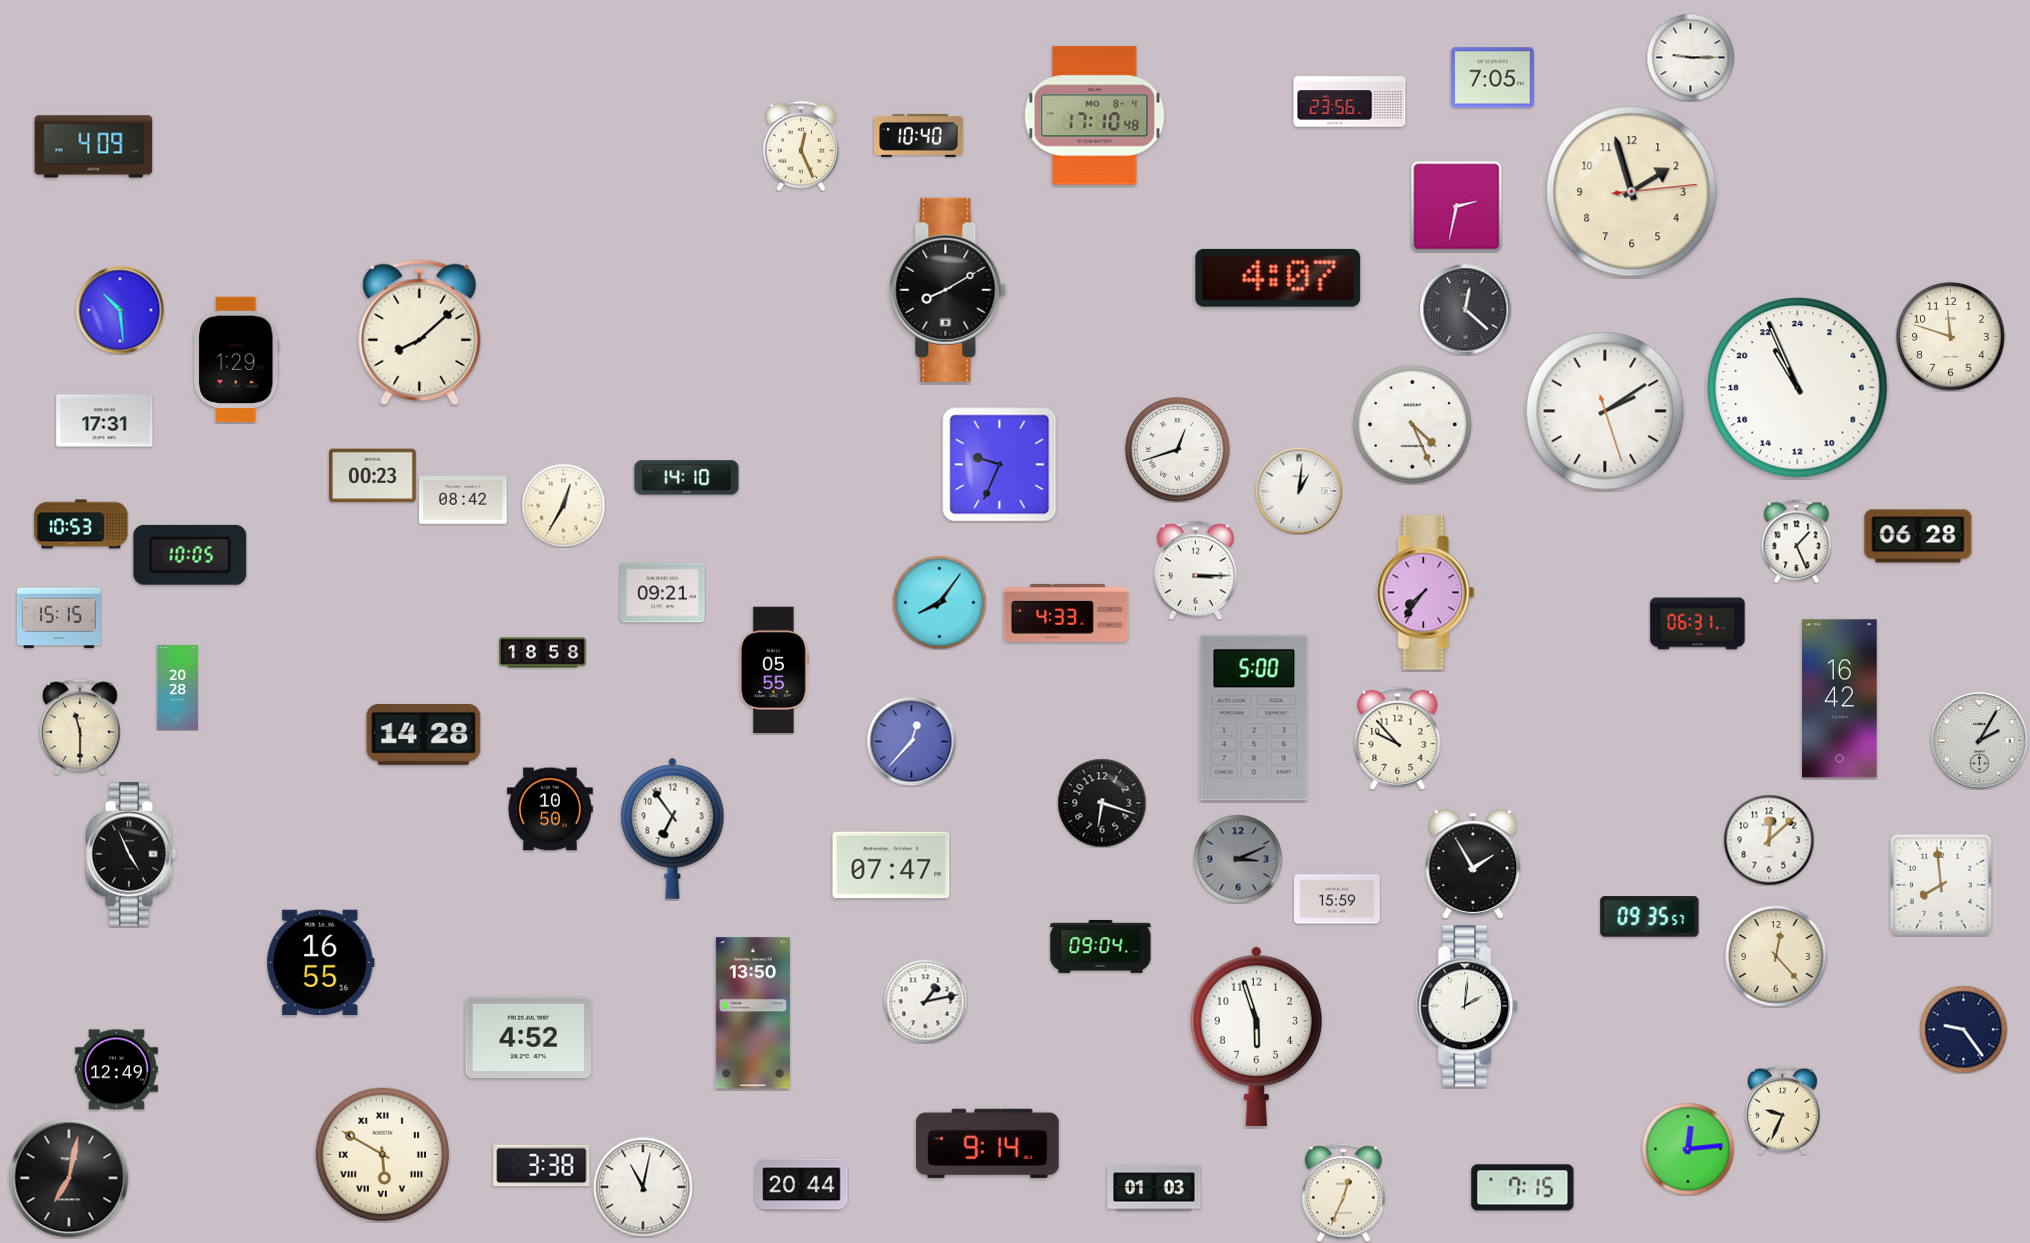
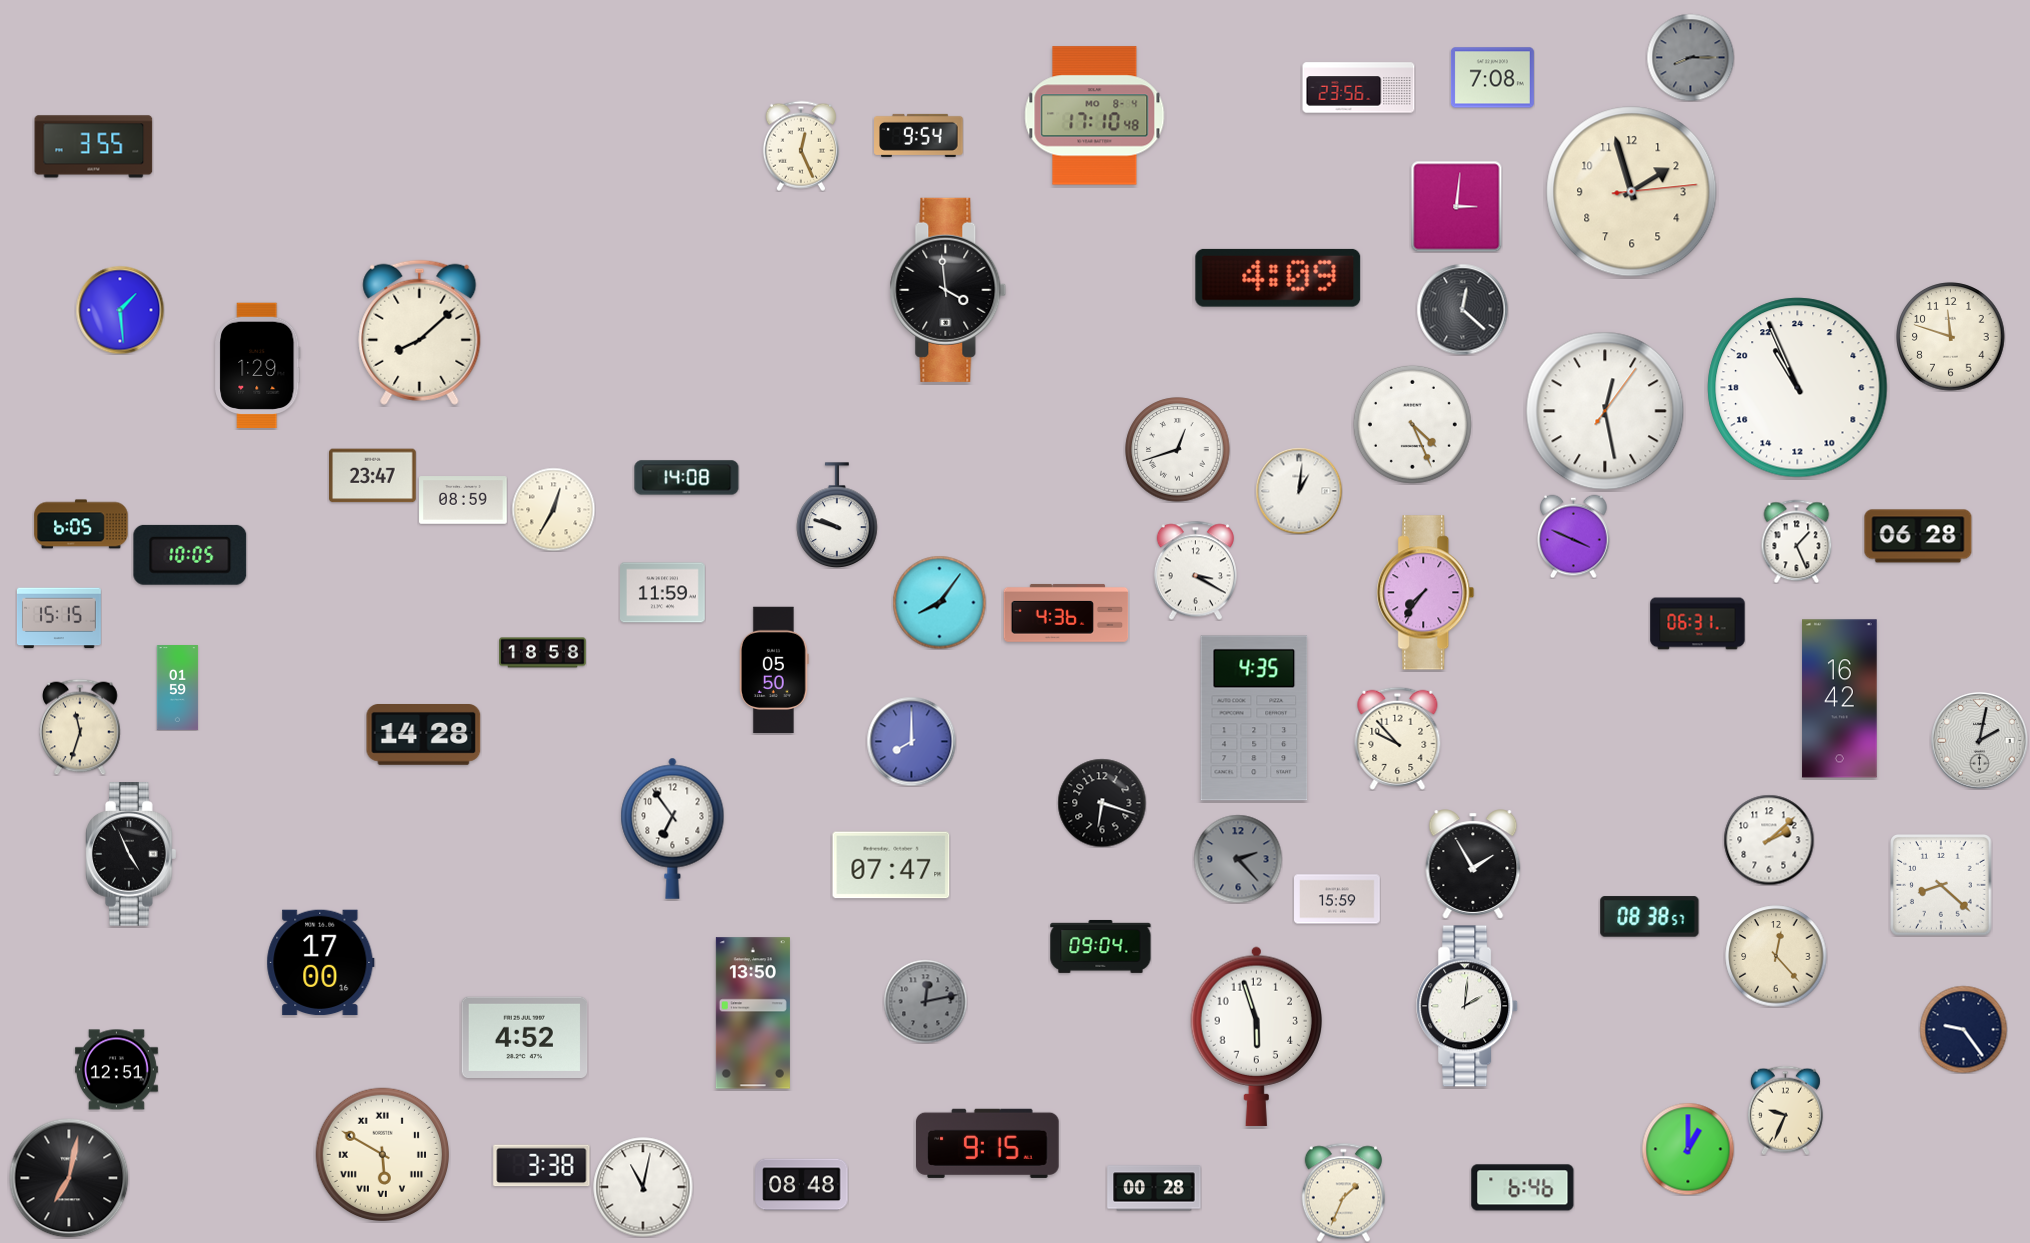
clock at (1690, 57): 9:15 -> 8:15
clock at (1690, 57) dial: white -> grey
clock at (1492, 78): 7:05 -> 7:08
clock at (1350, 102) position: (1350, 102) -> (1359, 88)
clock at (919, 135): 10:40 -> 9:54
clock at (94, 147): 4:09 -> 3:55
clock at (1456, 206): 2:32 -> 3:01
clock at (1278, 278): 4:07 -> 4:09
clock at (948, 290): 8:10 -> 3:59
clock at (1465, 309) position: (1465, 309) -> (1462, 309)
clock at (120, 310): 10:29 -> 1:29
clock at (237, 360) position: (237, 360) -> (258, 366)
clock at (1605, 411): 2:09 -> 12:28
clock at (105, 421): 17:31 -> none
clock at (1000, 465): 9:34 -> none
clock at (373, 476): 00:23 -> 23:47
clock at (687, 478): 14:10 -> 14:08
clock at (463, 500): 08:42 -> 08:59
clock at (563, 505) position: (563, 505) -> (553, 509)
clock at (837, 515): none -> 9:48
clock at (81, 524): 10:53 -> 6:05
clock at (1574, 536): none -> 3:49
clock at (1195, 570): 3:15 -> 3:20
clock at (663, 593): 09:21 -> 11:59
clock at (1066, 613): 4:33 -> 4:36
clock at (774, 670): 05:55 -> 05:50
clock at (178, 688): 20:28 -> 01:59
clock at (1254, 718): 5:00 -> 4:35
clock at (80, 727): 11:30 -> 11:33
clock at (911, 741): 12:37 -> 8:00
clock at (1980, 741): 2:05 -> 2:02
clock at (551, 809): 10:50 -> none
clock at (1769, 840): 12:08 -> 2:08
clock at (1238, 859): 3:11 -> 2:23
clock at (1942, 886): 7:59 -> 8:22
clock at (1650, 917): 09:35 -> 08:38
clock at (321, 963): 16:55 -> 17:00
clock at (925, 1001): 1:13 -> 12:13
clock at (925, 1001) dial: white -> grey
clock at (529, 1037) position: (529, 1037) -> (525, 1037)
clock at (116, 1070): 12:49 -> 12:51
clock at (1782, 1110) position: (1782, 1110) -> (1785, 1110)
clock at (988, 1143): 9:14 -> 9:15
clock at (1688, 1149): 12:14 -> 1:00
clock at (802, 1185): 20:44 -> 08:48
clock at (1154, 1188): 01:03 -> 00:28
clock at (1523, 1188): 7:15 -> 6:46
clock at (1343, 1192): 12:34 -> 1:34
